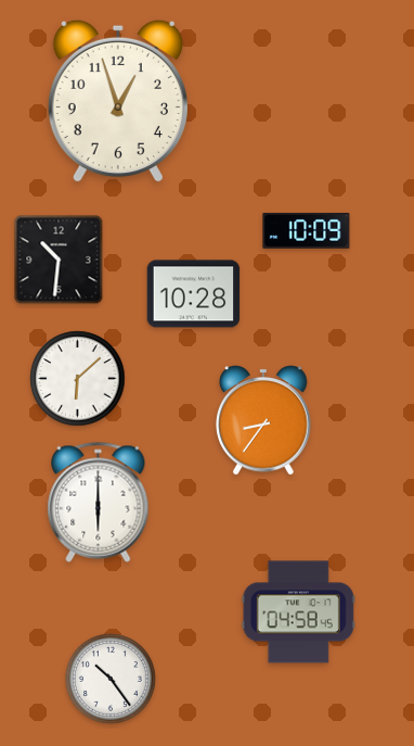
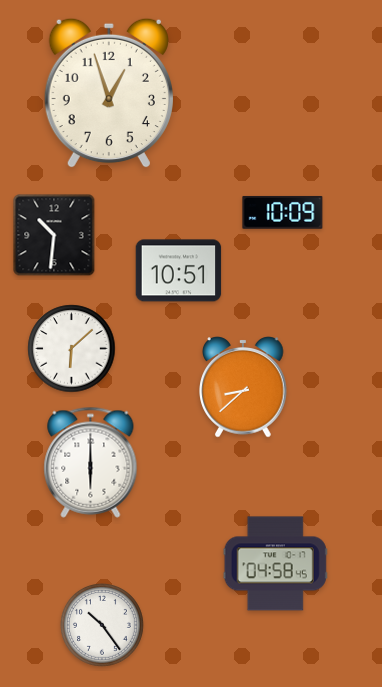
clock at (59, 260) position: (59, 260) -> (54, 235)
clock at (194, 294): 10:28 -> 10:51
clock at (263, 420): 8:36 -> 8:38
